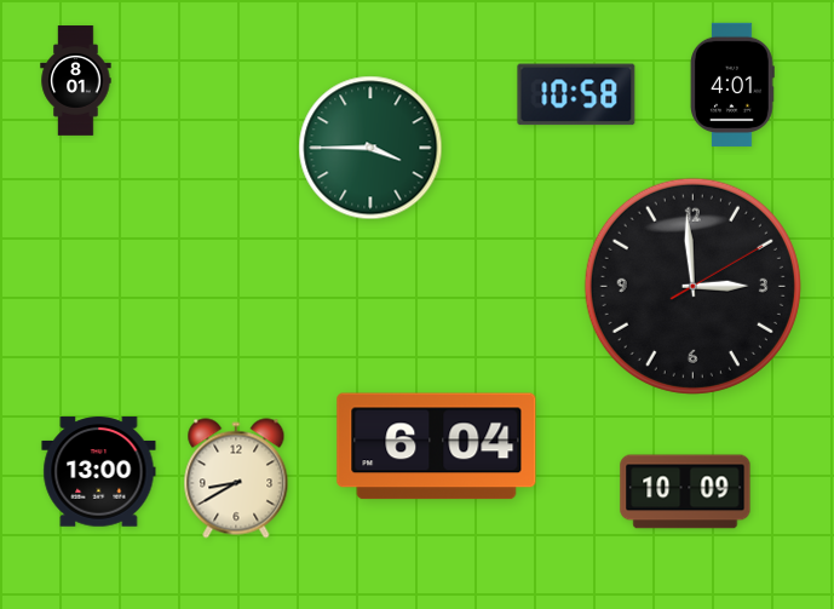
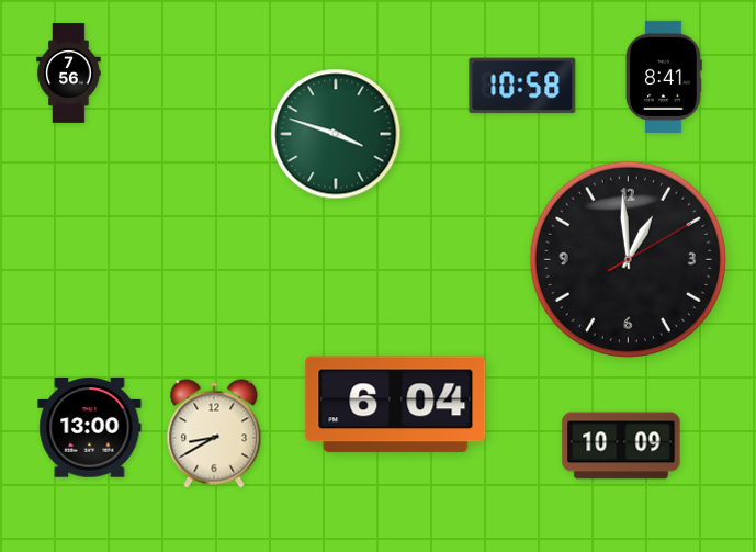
clock at (76, 81): 8:01 -> 7:56
clock at (732, 85): 4:01 -> 8:41
clock at (370, 148): 3:45 -> 3:48
clock at (692, 286): 2:59 -> 12:59
